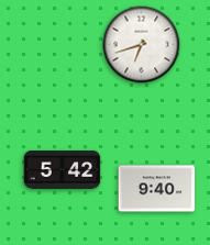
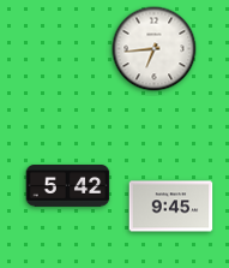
clock at (142, 45): 6:42 -> 6:44
clock at (157, 189): 9:40 -> 9:45
